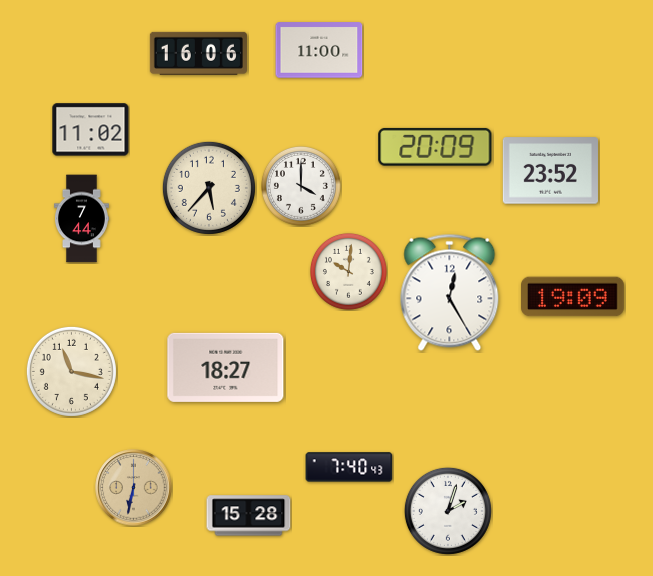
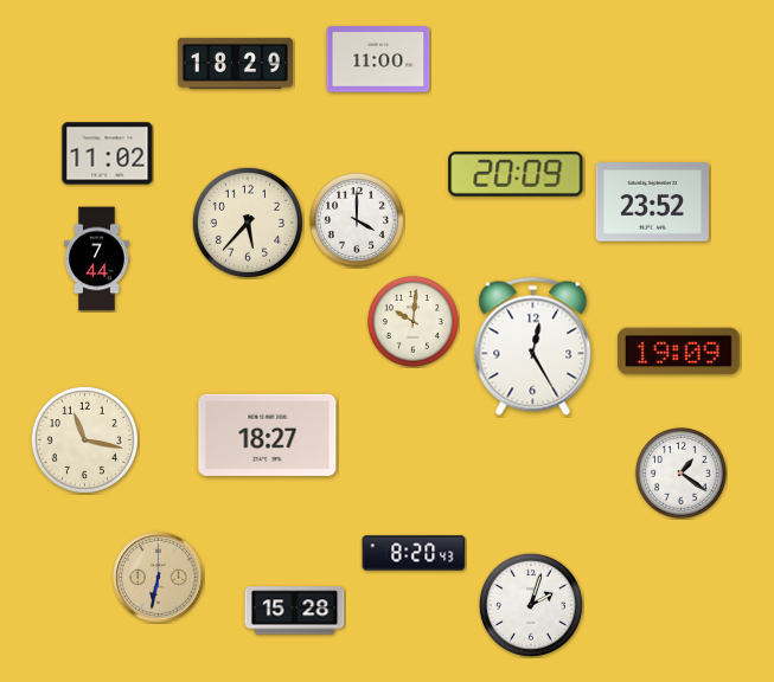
clock at (198, 53): 16:06 -> 18:29
clock at (680, 472): none -> 1:21
clock at (349, 467): 7:40 -> 8:20
